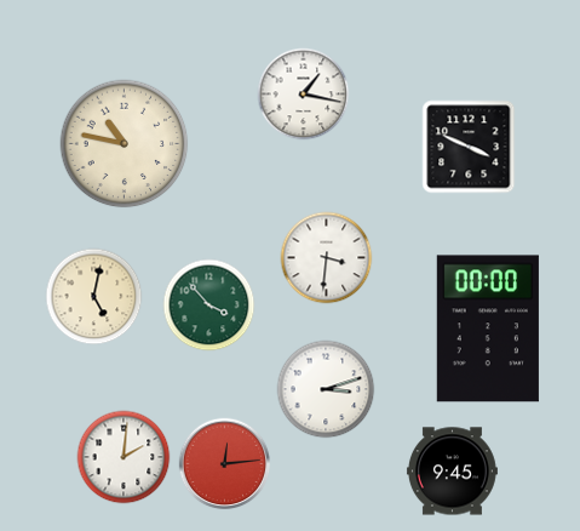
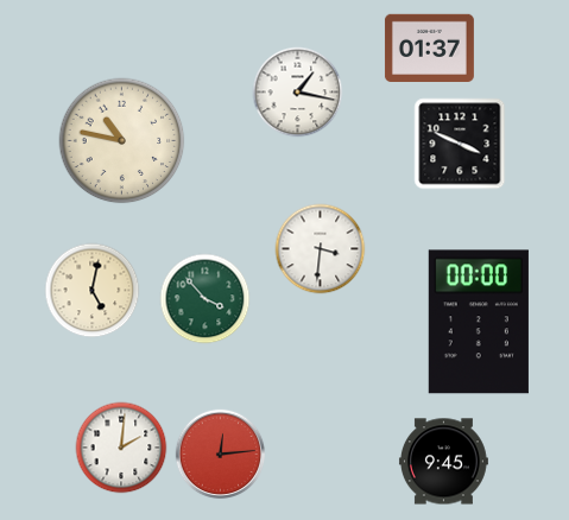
clock at (429, 47): none -> 01:37
clock at (327, 258) position: (327, 258) -> (321, 249)
clock at (326, 389): 3:12 -> none
